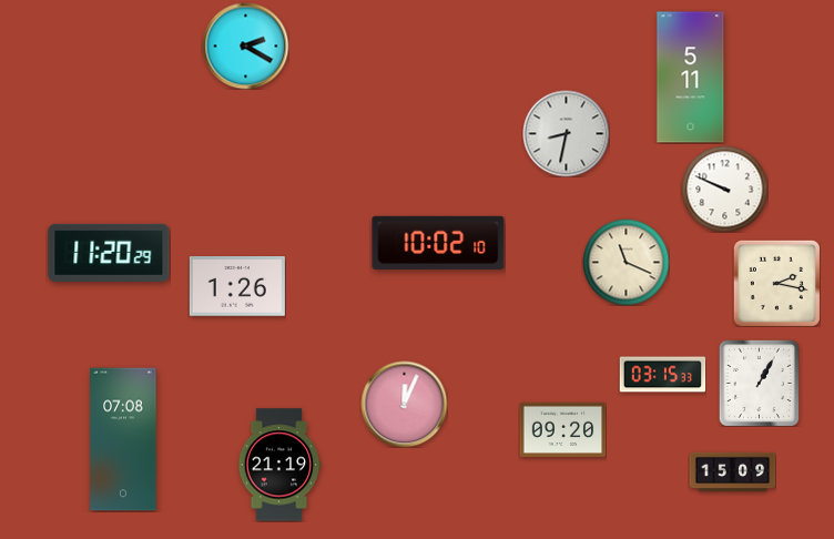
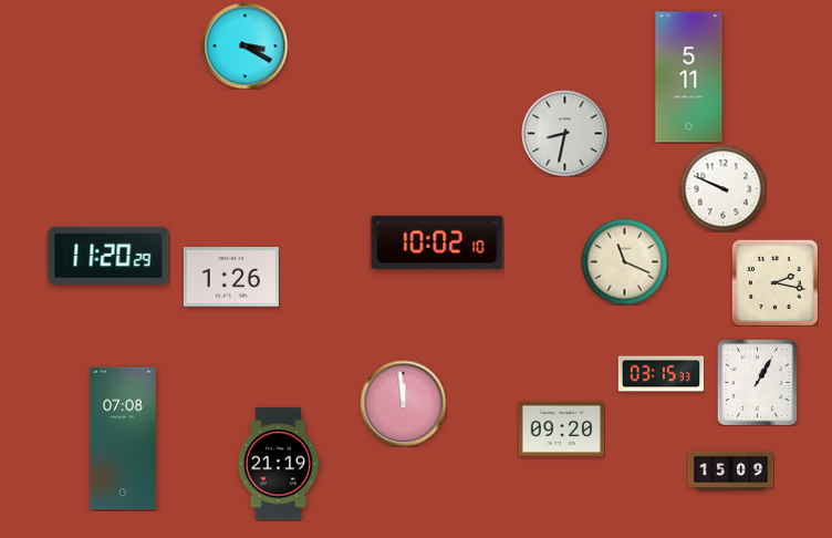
clock at (245, 45): 2:20 -> 3:20
clock at (109, 253) position: (109, 253) -> (108, 256)
clock at (237, 287) position: (237, 287) -> (231, 278)
clock at (404, 404): 12:04 -> 11:59
